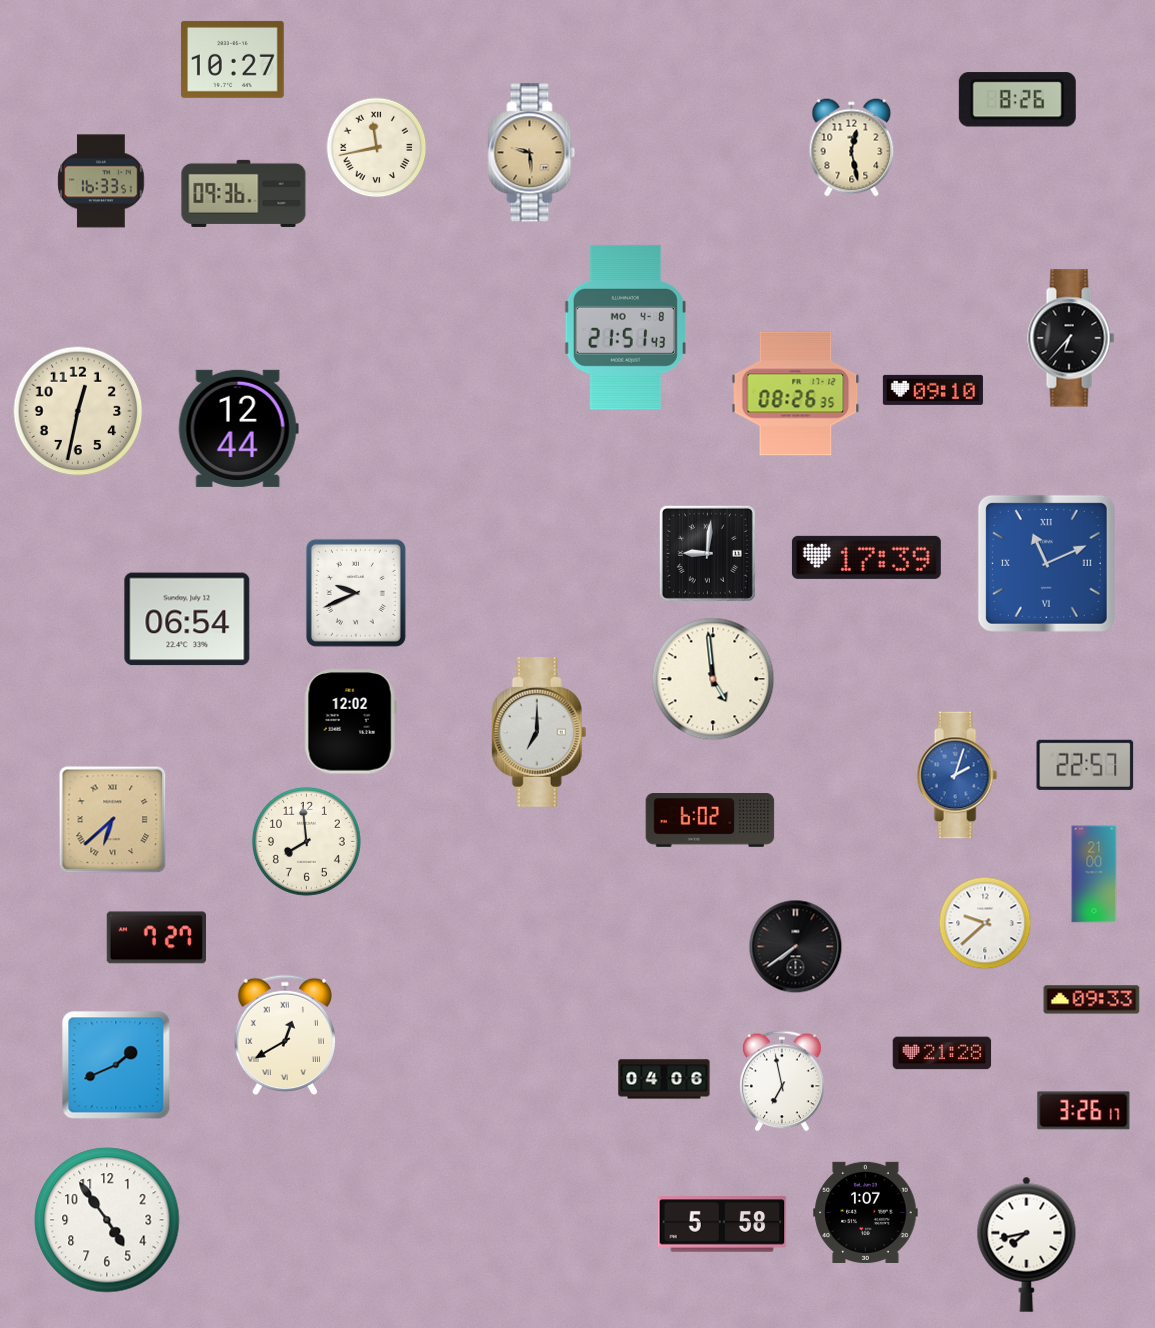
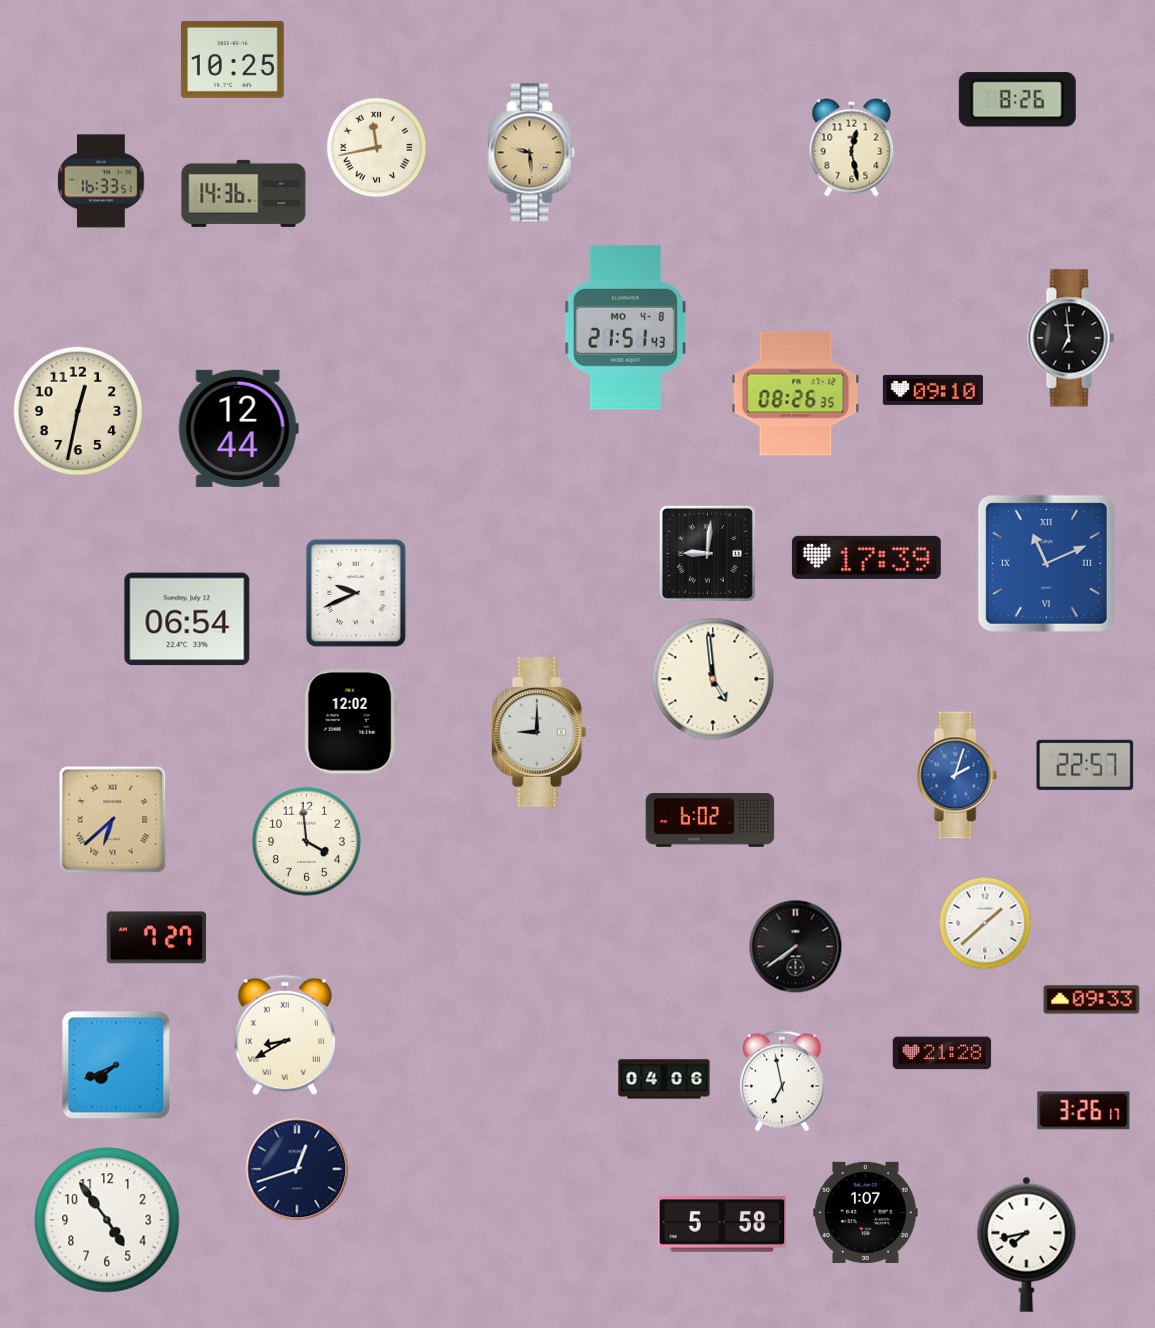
clock at (233, 59): 10:27 -> 10:25
clock at (244, 193): 09:36 -> 14:36
clock at (1071, 338): 6:37 -> 6:59
clock at (539, 733): 7:00 -> 9:00
clock at (306, 841): 7:59 -> 3:59
clock at (1094, 874): 21:00 -> none
clock at (985, 923): 9:38 -> 1:38
clock at (285, 1035): 12:40 -> 8:40
clock at (116, 1065): 1:41 -> 7:41
clock at (297, 1169): none -> 12:42
